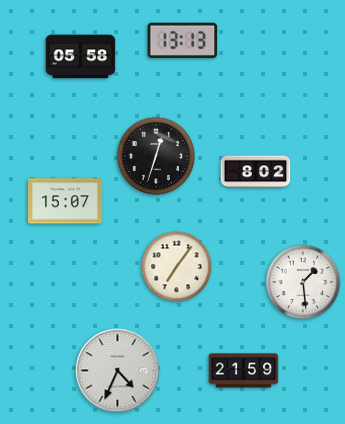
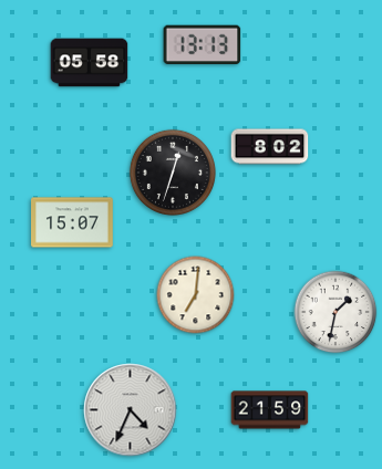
clock at (256, 172) position: (256, 172) -> (270, 147)
clock at (177, 267): 7:06 -> 7:01
clock at (303, 282): 1:29 -> 1:32
